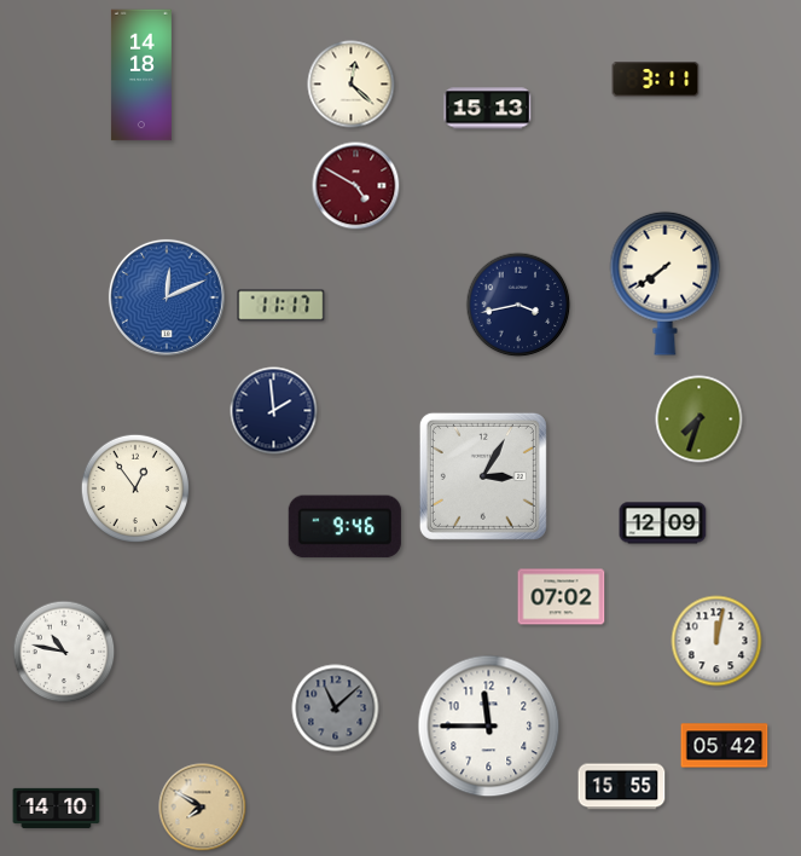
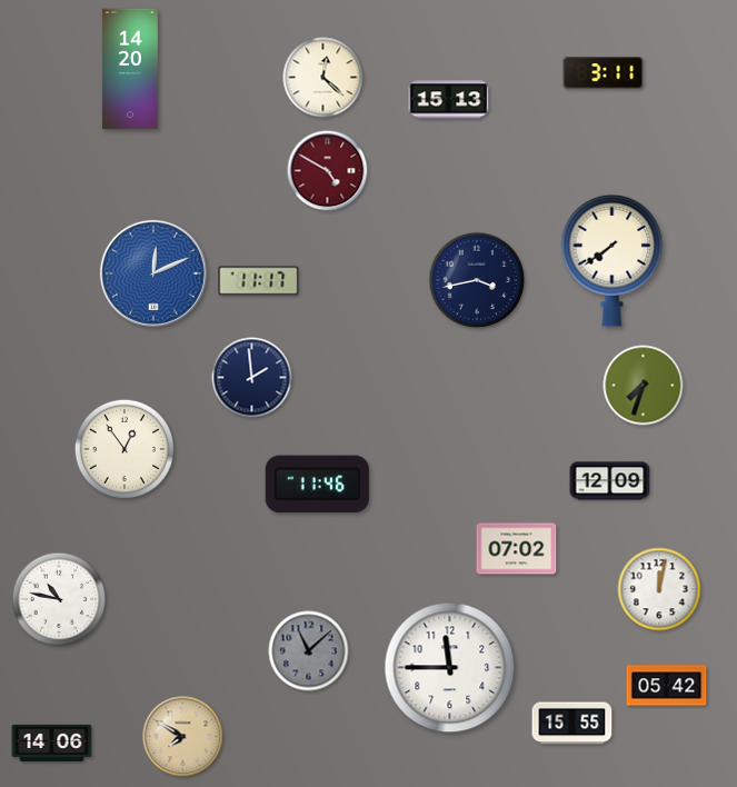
clock at (141, 75): 14:18 -> 14:20
clock at (483, 476): 3:05 -> none
clock at (344, 527): 9:46 -> 11:46
clock at (57, 808): 14:10 -> 14:06
clock at (203, 808) position: (203, 808) -> (183, 737)
